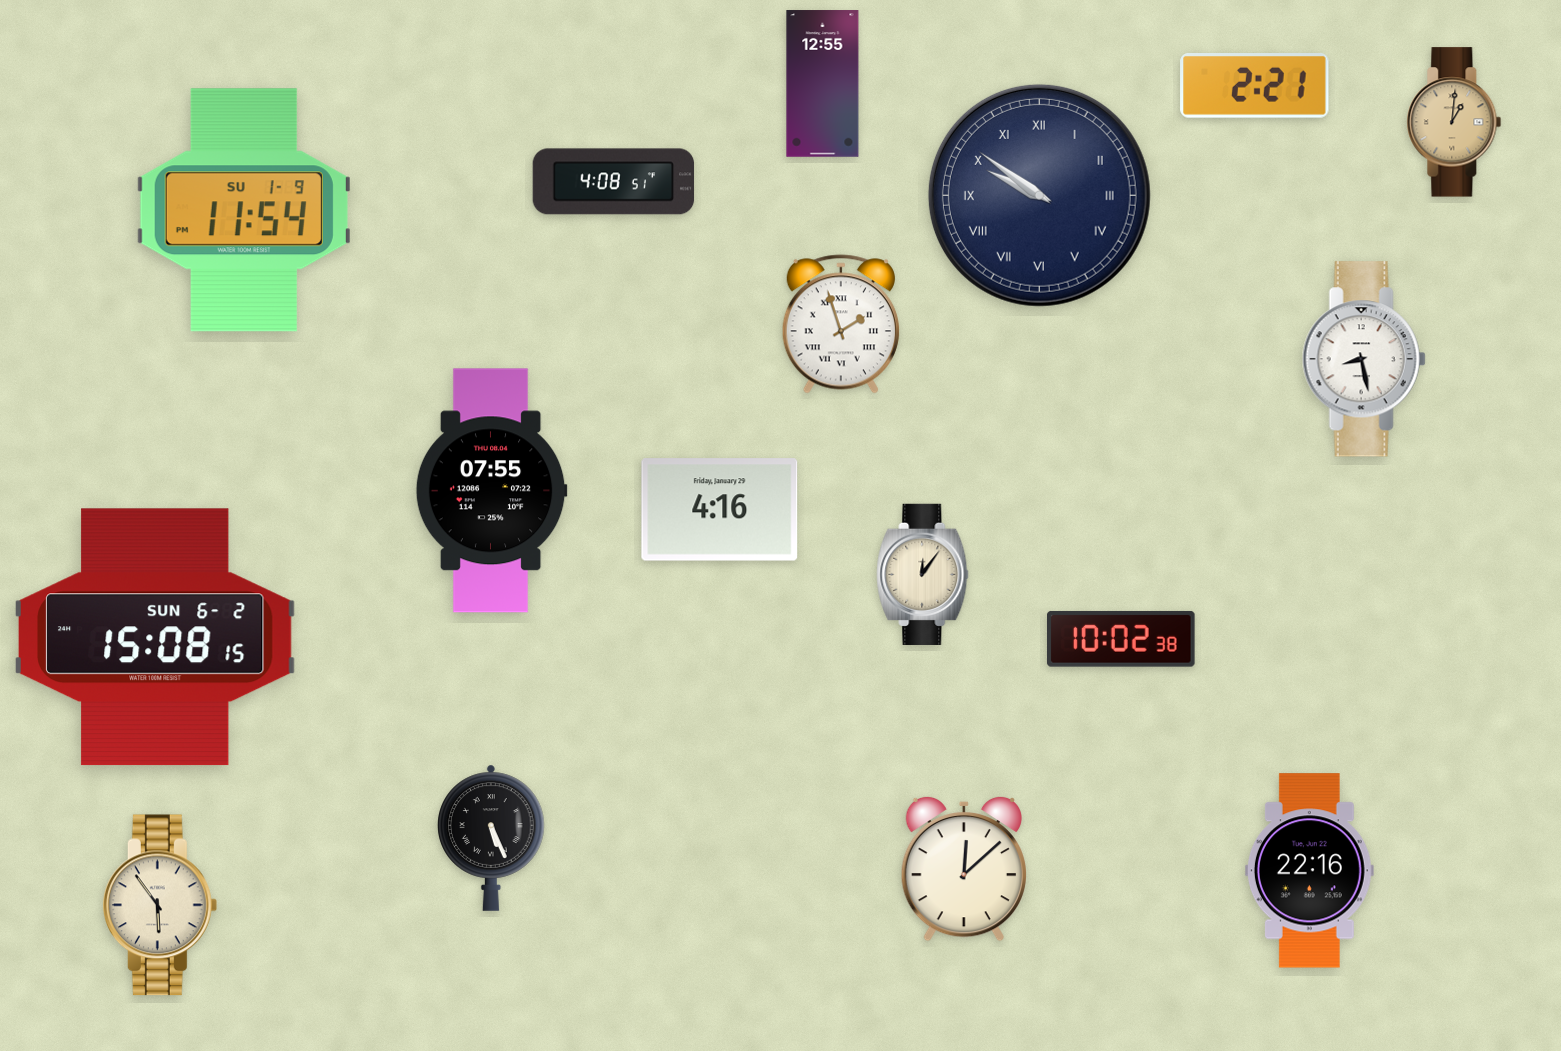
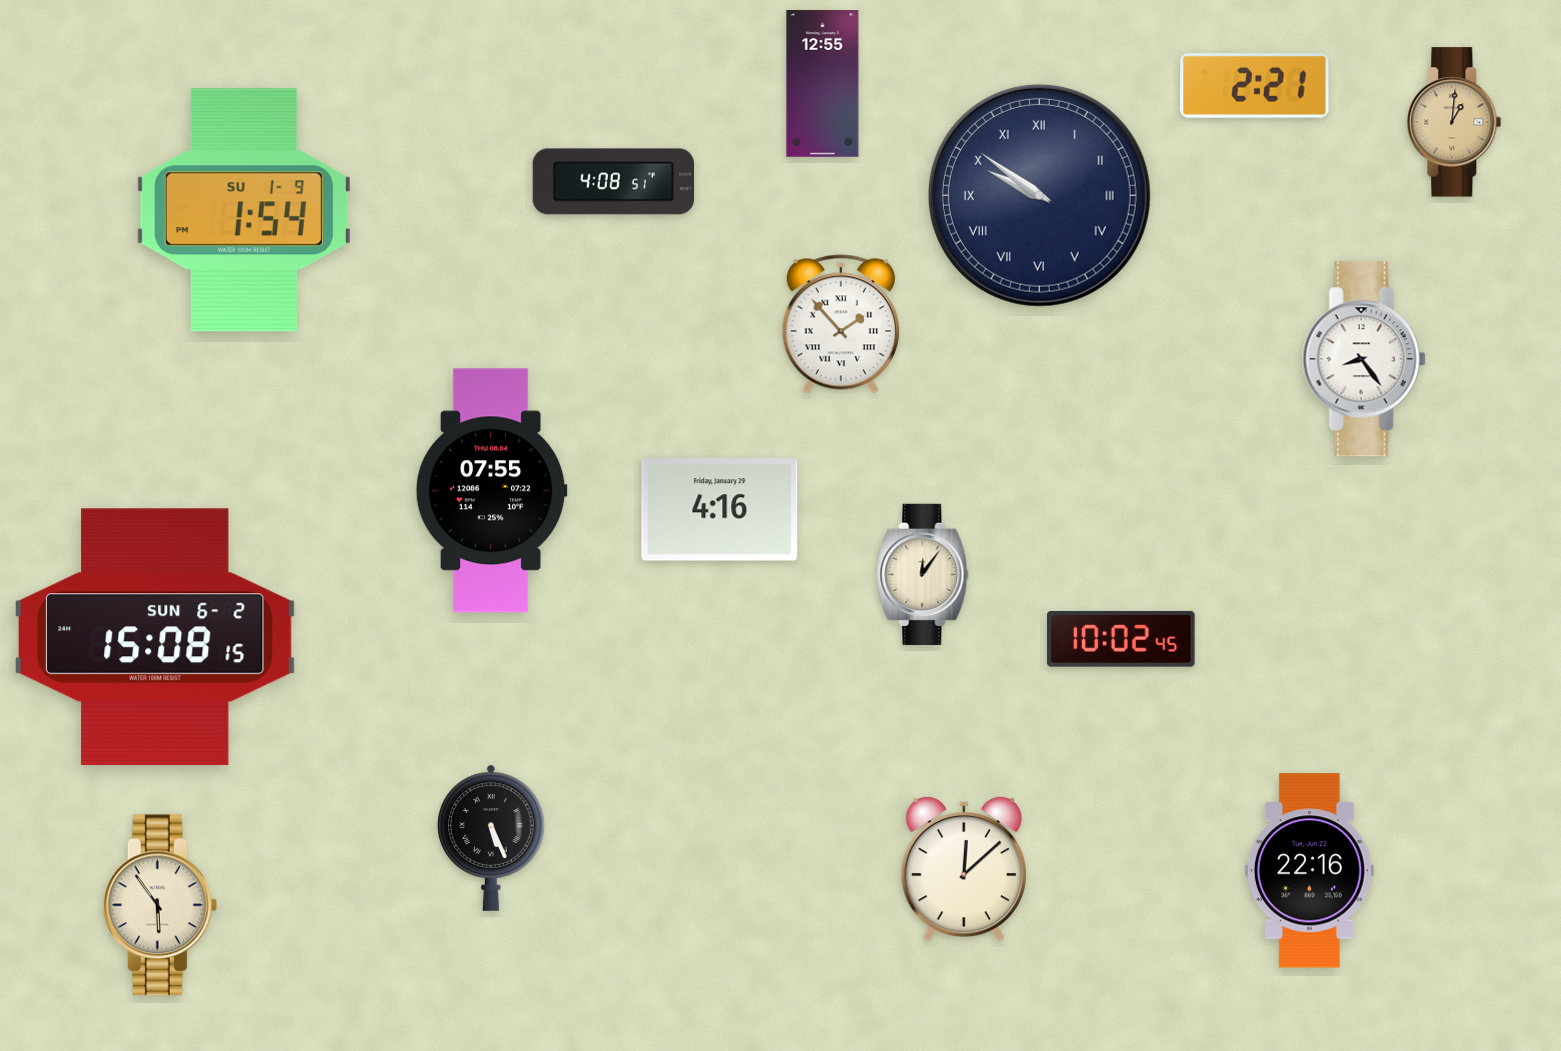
clock at (244, 210): 11:54 -> 1:54
clock at (841, 324): 1:57 -> 1:53
clock at (1364, 359): 8:28 -> 8:24
clock at (1122, 639): 10:02:38 -> 10:02:45
